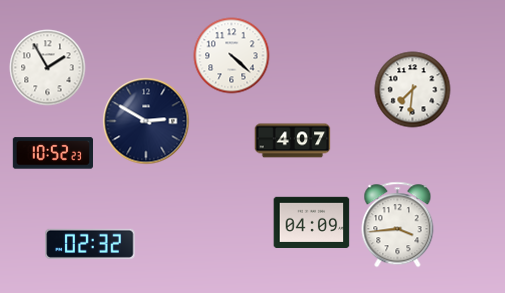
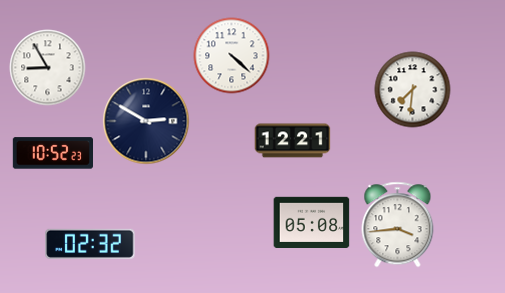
clock at (48, 68): 1:55 -> 8:55
clock at (293, 141): 4:07 -> 12:21
clock at (312, 222): 04:09 -> 05:08
